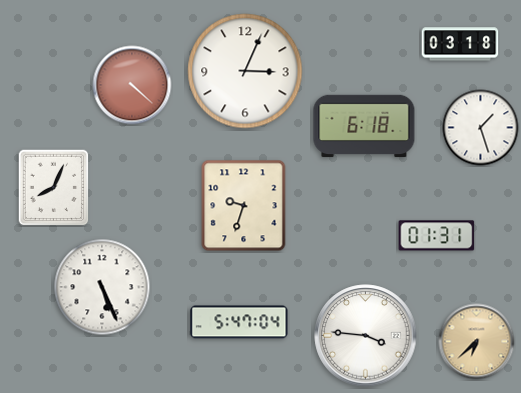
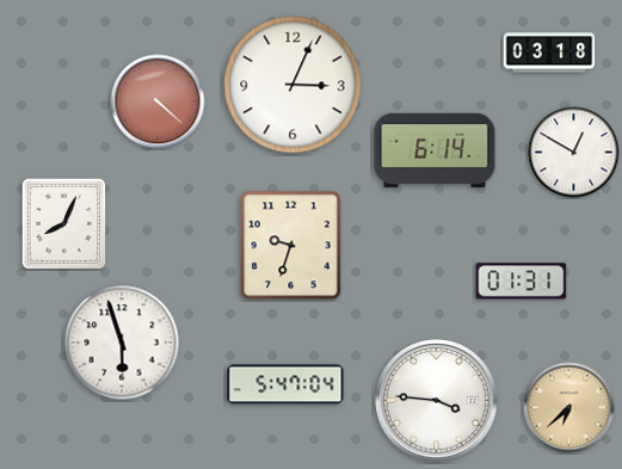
clock at (364, 126): 6:18 -> 6:14
clock at (481, 128): 1:27 -> 12:50
clock at (102, 287): 5:26 -> 5:57
